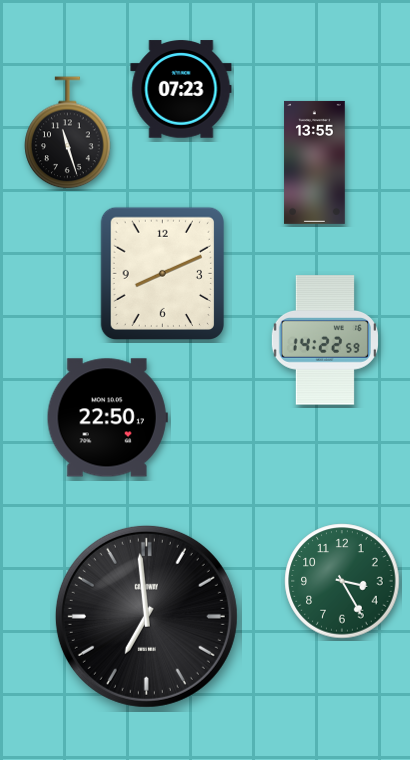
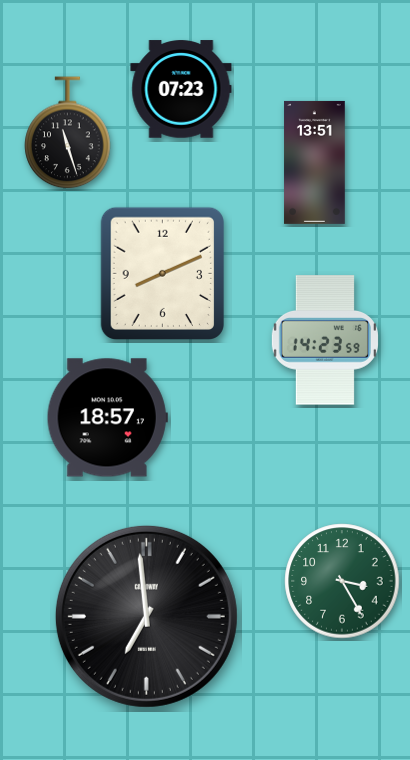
clock at (315, 162): 13:55 -> 13:51
clock at (325, 340): 14:22 -> 14:23
clock at (107, 418): 22:50 -> 18:57
